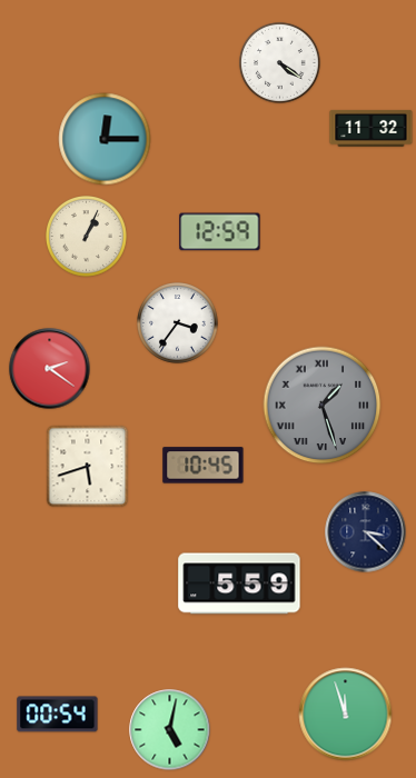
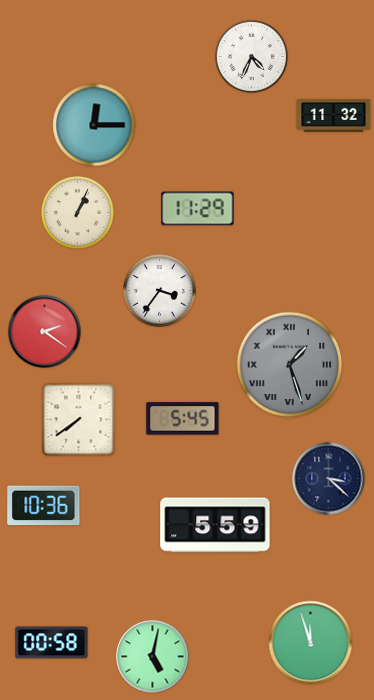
clock at (280, 63): 4:21 -> 4:34
clock at (220, 232): 12:59 -> 11:29
clock at (204, 466): 10:45 -> 5:45
clock at (88, 467): 5:42 -> 7:39
clock at (44, 506): none -> 10:36
clock at (58, 715): 00:54 -> 00:58
